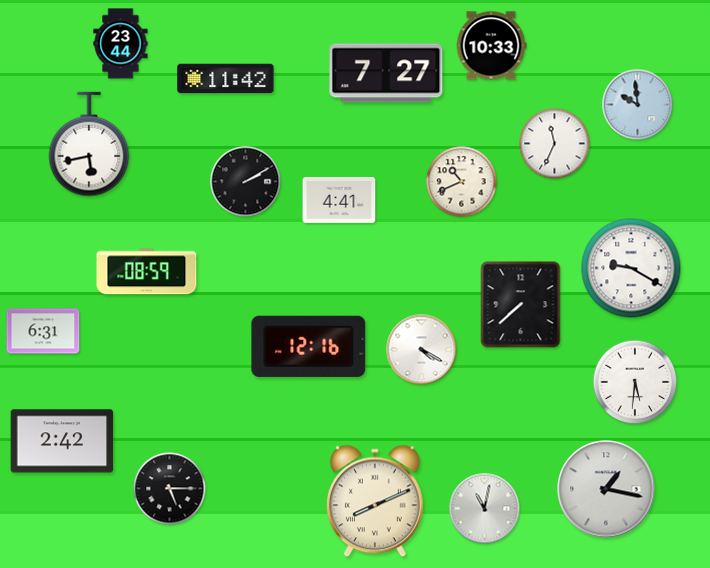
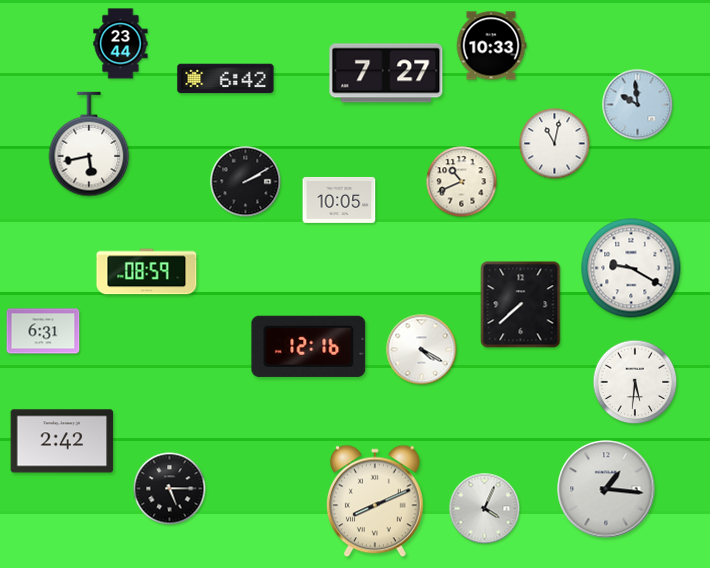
clock at (226, 79): 11:42 -> 6:42
clock at (555, 144): 11:34 -> 11:02
clock at (339, 200): 4:41 -> 10:05
clock at (606, 489): 1:17 -> 1:16
clock at (485, 509): 11:02 -> 4:04
